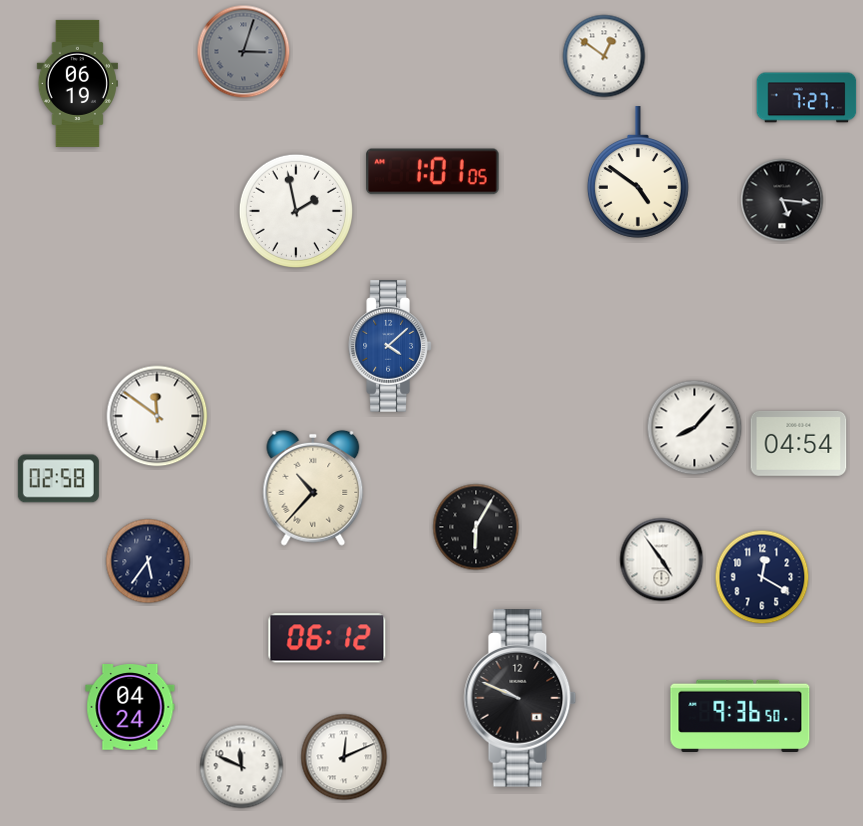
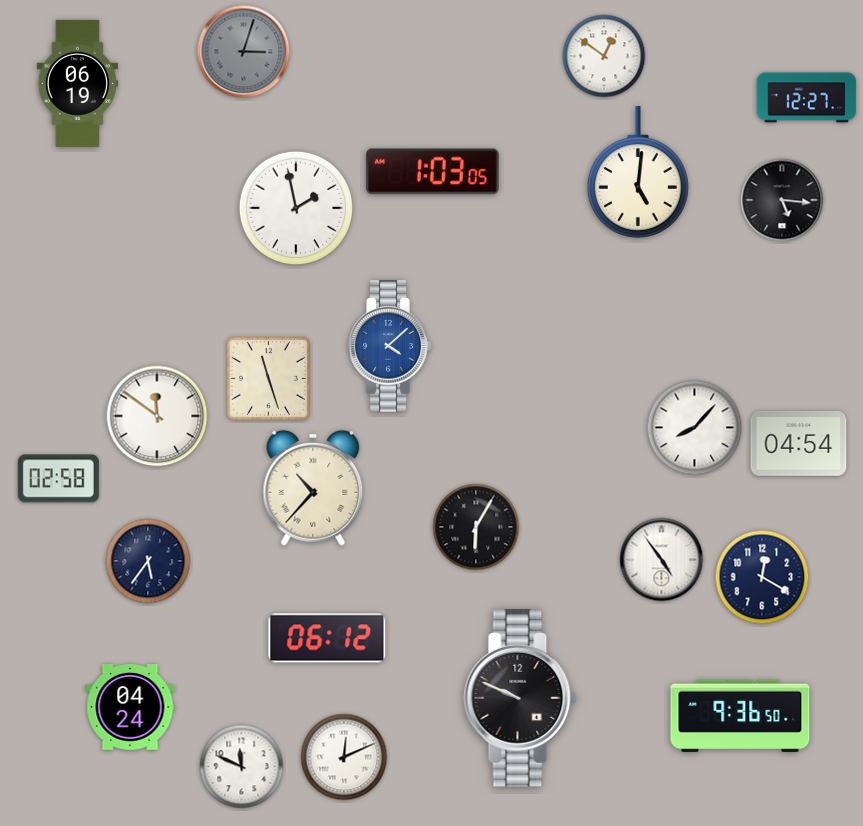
clock at (807, 98): 7:27 -> 12:27
clock at (433, 172): 1:01 -> 1:03
clock at (638, 172): 4:51 -> 5:01
clock at (295, 210) position: (295, 210) -> (295, 207)
clock at (268, 378): none -> 11:27
